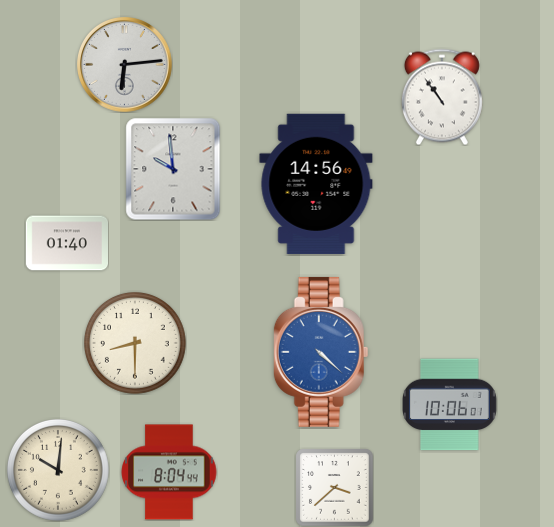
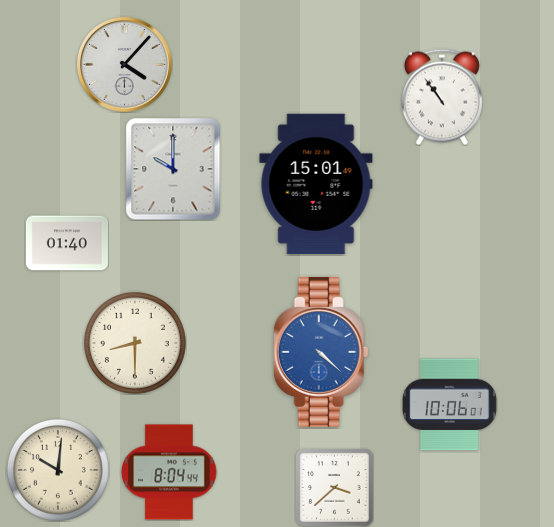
clock at (125, 65): 6:14 -> 4:07
clock at (173, 169): 9:59 -> 10:00
clock at (316, 184): 14:56 -> 15:01
